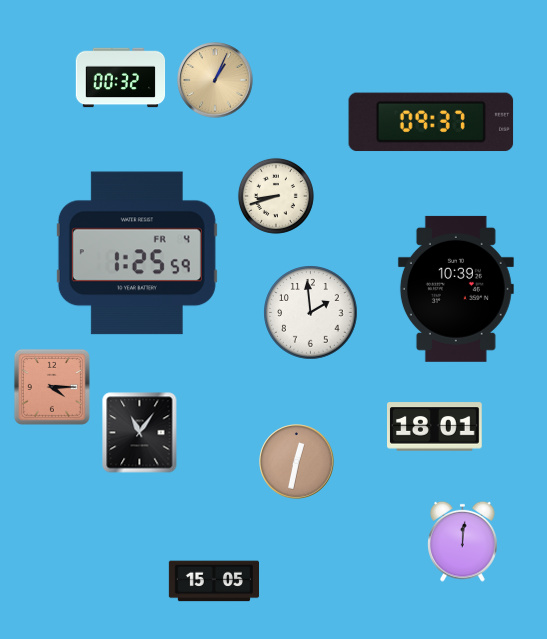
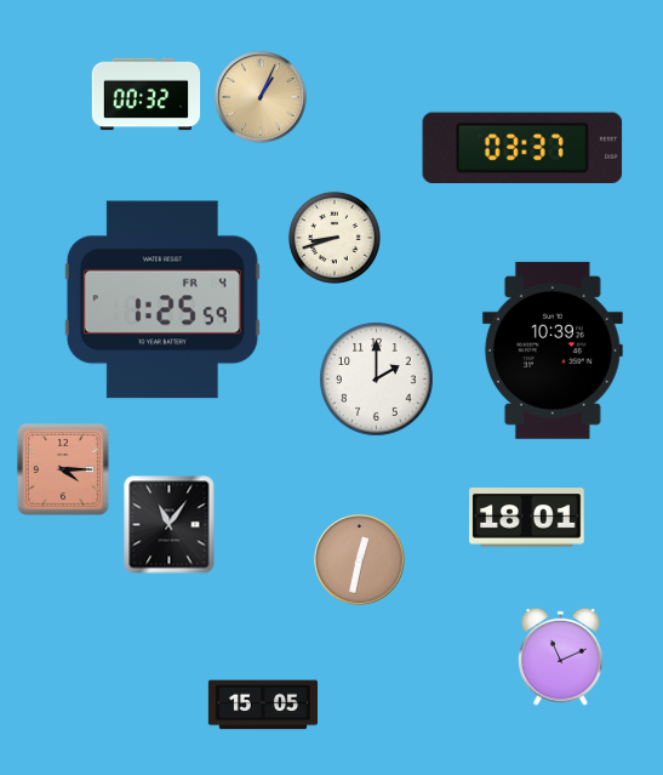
clock at (431, 122): 09:37 -> 03:37
clock at (137, 253) position: (137, 253) -> (162, 300)
clock at (311, 313): 1:59 -> 2:00
clock at (463, 541): 12:01 -> 11:11
clock at (213, 581) position: (213, 581) -> (262, 705)
